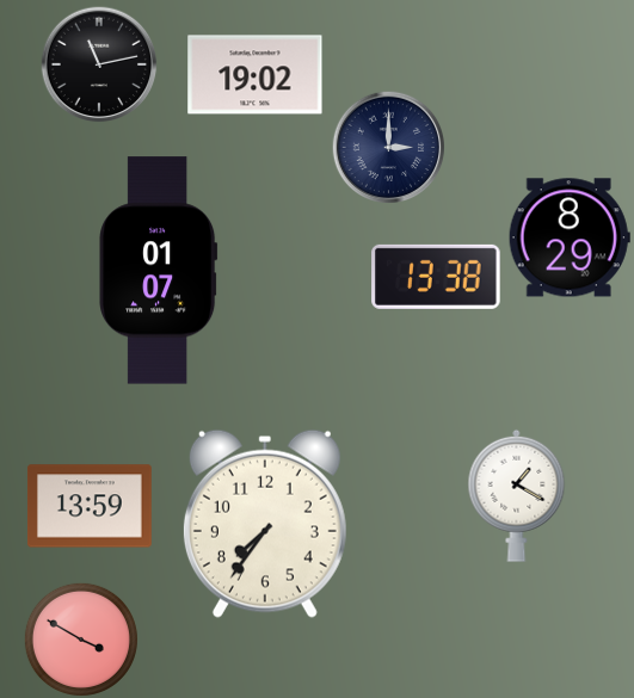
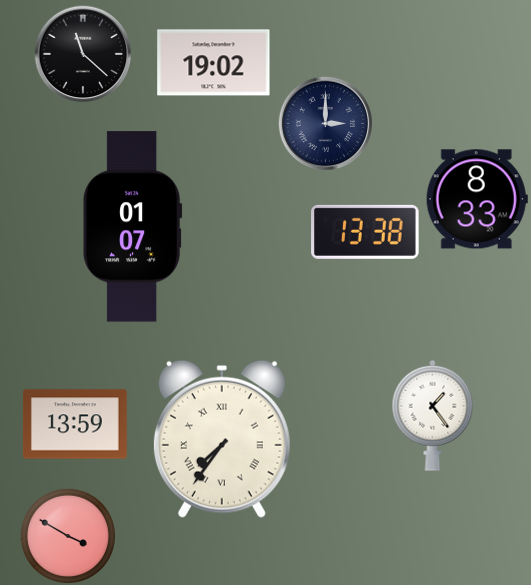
clock at (99, 64): 11:13 -> 11:22
clock at (570, 237): 8:29 -> 8:33
clock at (517, 495): 1:20 -> 1:24
clock at (265, 524) numerals: Arabic -> Roman
